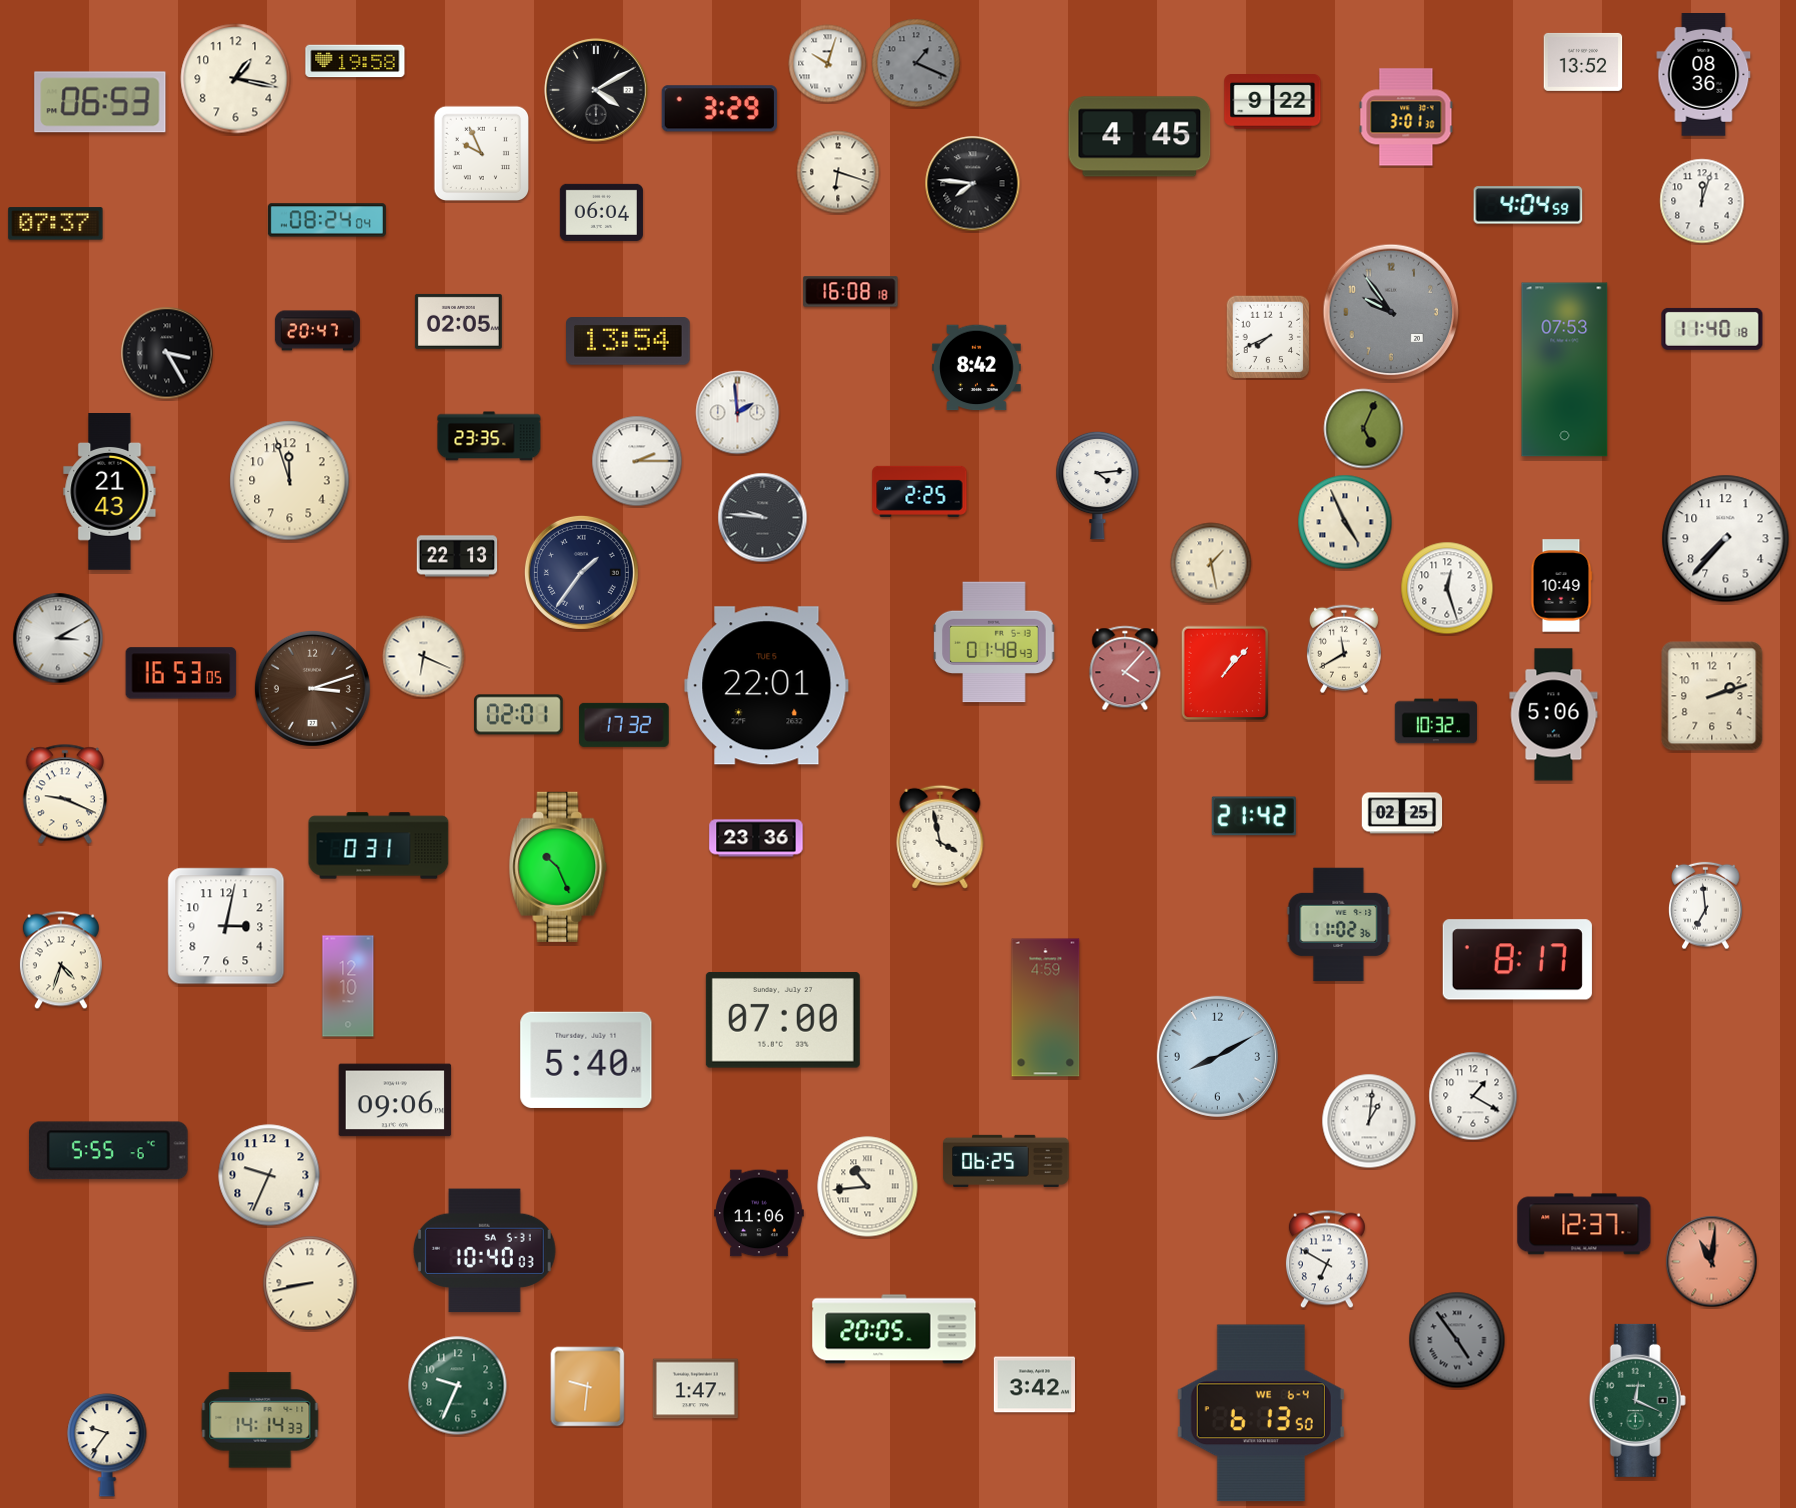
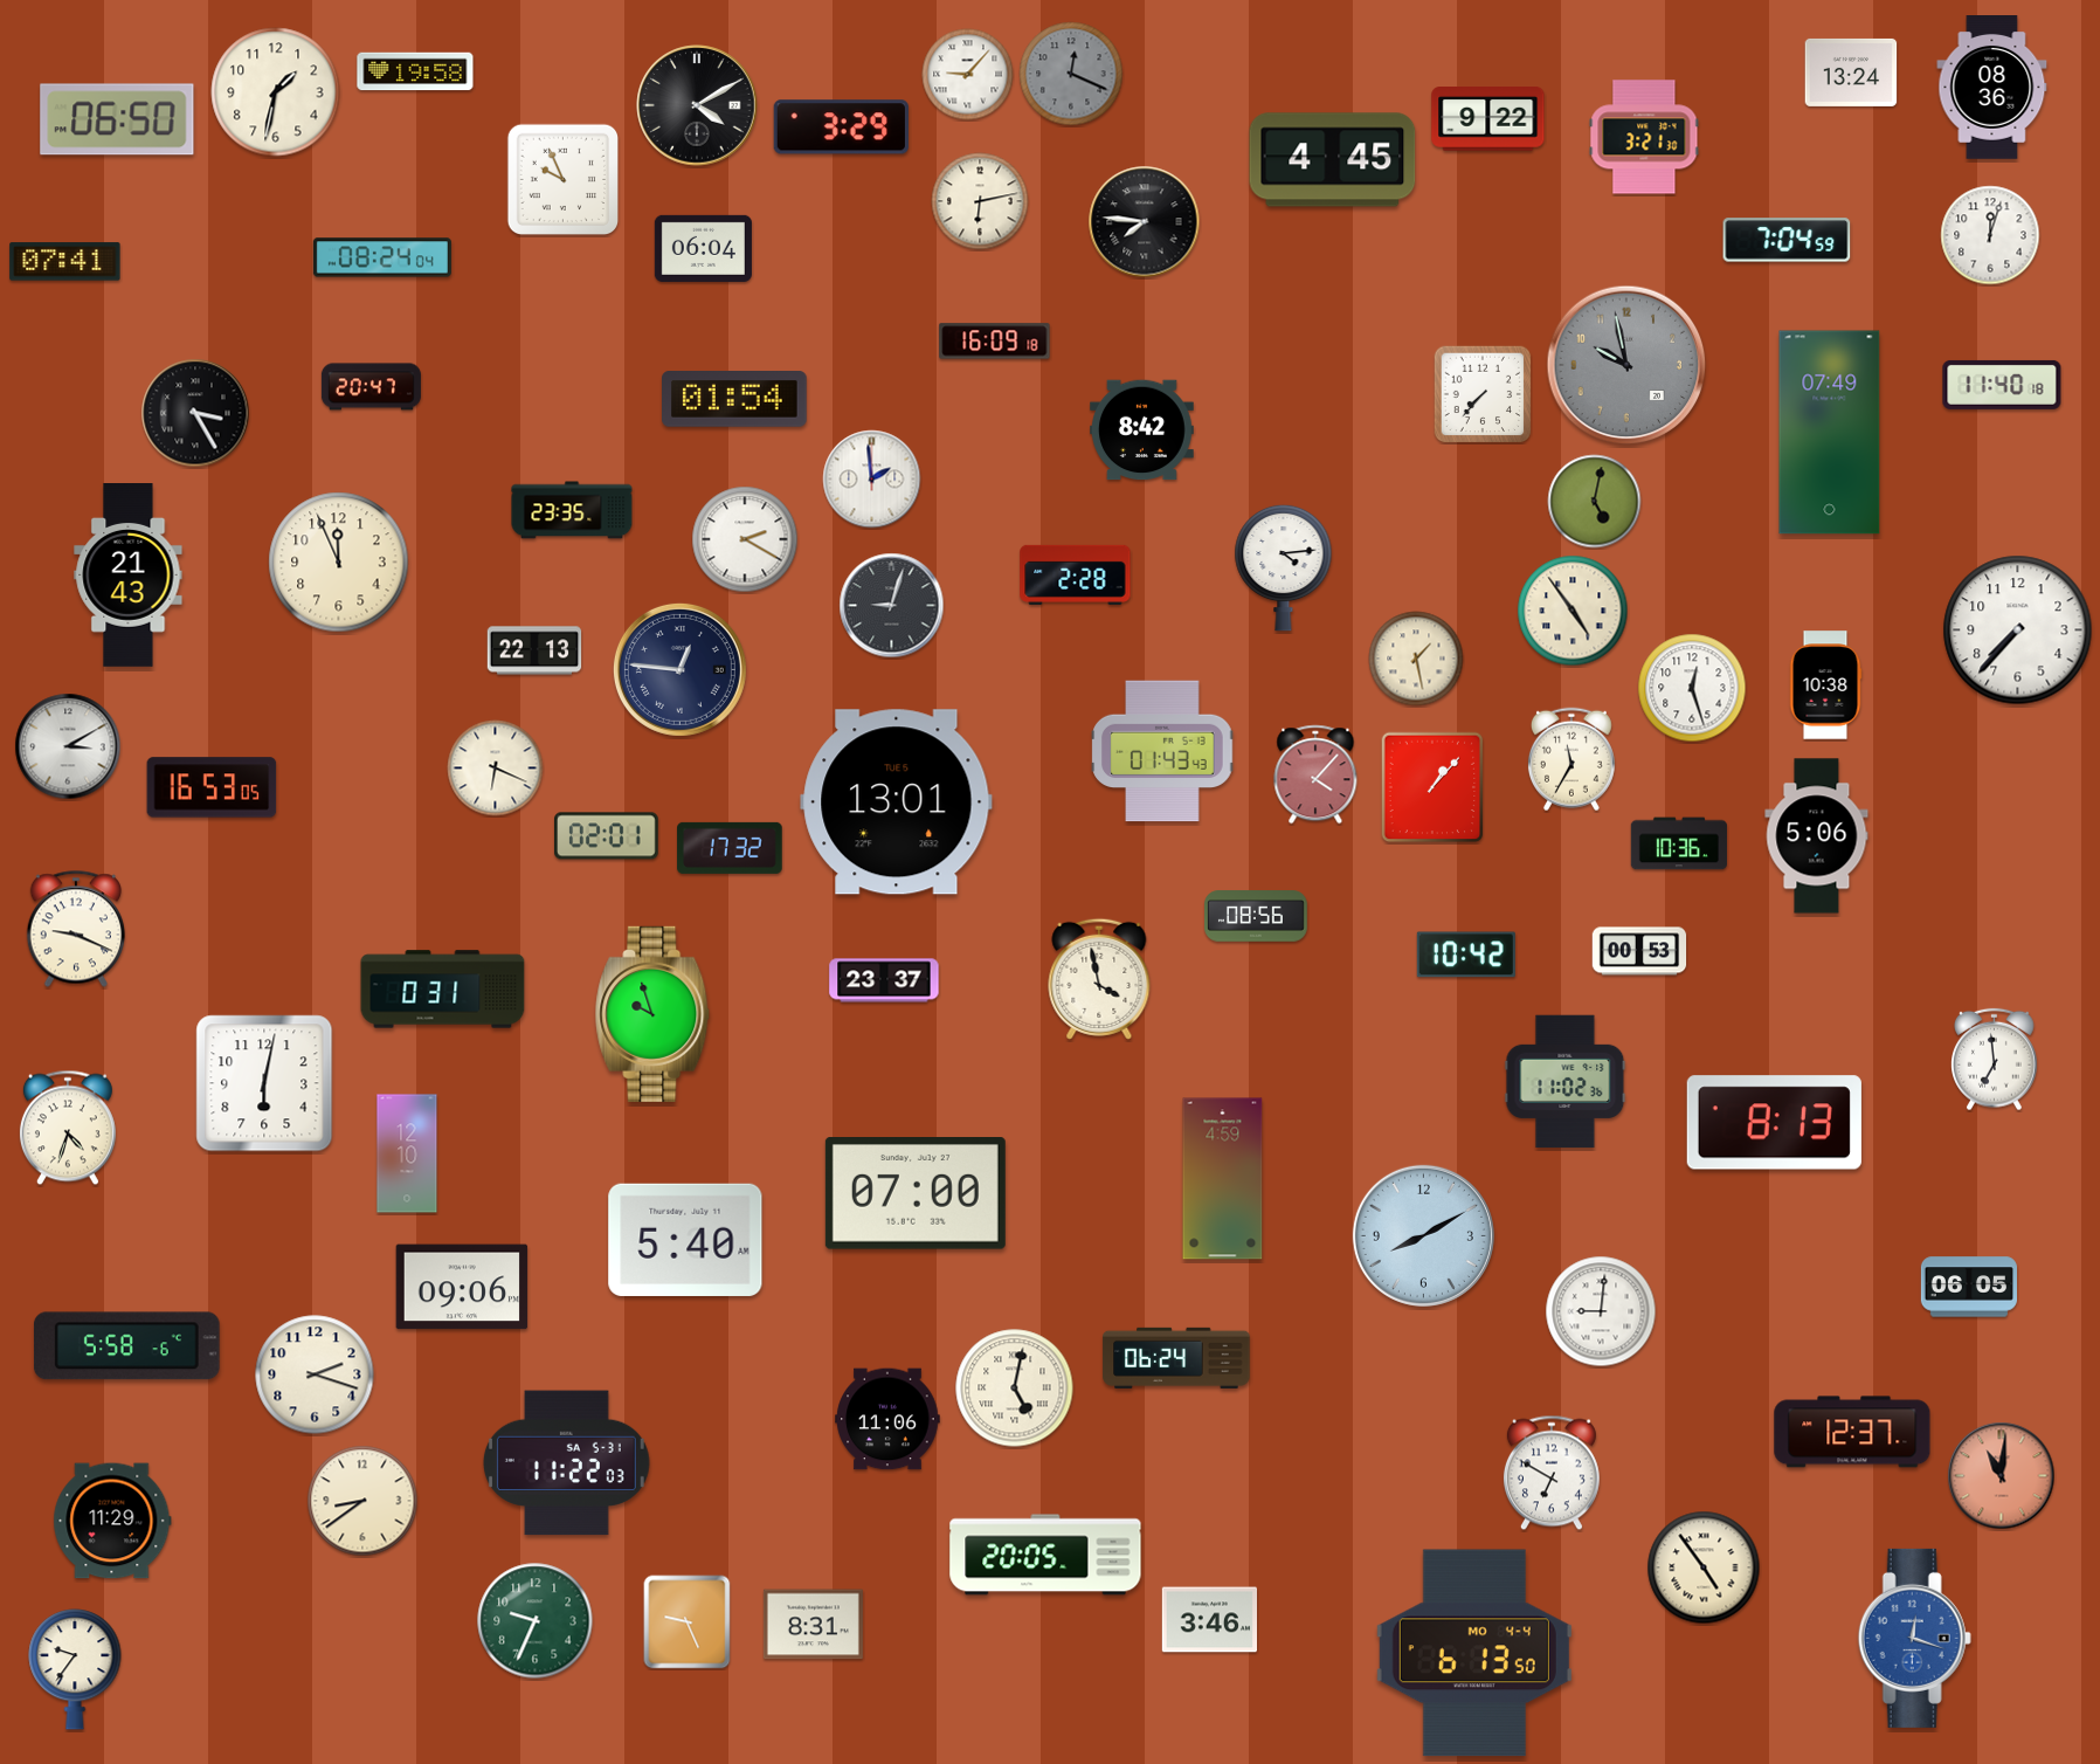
clock at (1583, 62): 13:52 -> 13:24
clock at (916, 63): 1:19 -> 12:19
clock at (828, 64): 10:03 -> 9:07
clock at (236, 79): 1:17 -> 1:32
clock at (100, 102): 06:53 -> 06:50
clock at (1406, 117): 3:01 -> 3:21
clock at (838, 172): 6:18 -> 6:13
clock at (973, 184) position: (973, 184) -> (1145, 222)
clock at (1528, 205): 4:04 -> 7:04
clock at (56, 224): 07:37 -> 07:41
clock at (851, 292): 16:08 -> 16:09
clock at (1391, 312): 9:54 -> 9:58
clock at (458, 321): 02:05 -> none
clock at (1268, 337): 7:41 -> 7:37
clock at (629, 342): 13:54 -> 01:54
clock at (1565, 370): 07:53 -> 07:49
clock at (738, 413) position: (738, 413) -> (872, 480)
clock at (1364, 429): 5:04 -> 5:02
clock at (637, 461): 2:15 -> 2:20
clock at (290, 481): 11:57 -> 11:56
clock at (920, 491): 2:25 -> 2:28
clock at (763, 518): 9:46 -> 9:03
clock at (1345, 522): 4:56 -> 4:54
clock at (581, 572): 1:36 -> 12:46
clock at (1561, 586): 10:49 -> 10:38
clock at (994, 642): 01:48 -> 01:43
clock at (1344, 649): 11:40 -> 11:35
clock at (1125, 668) position: (1125, 668) -> (1315, 774)
clock at (767, 686): 22:01 -> 13:01
clock at (312, 688): 3:12 -> none
clock at (1712, 696): 2:12 -> none
clock at (1436, 721): 10:32 -> 10:36
clock at (1257, 916): none -> 08:56
clock at (1402, 813): 02:25 -> 00:53
clock at (1254, 816): 21:42 -> 10:42
clock at (756, 838): 23:36 -> 23:37
clock at (558, 867): 10:26 -> 9:57
clock at (226, 926): 3:02 -> 6:02
clock at (61, 960) position: (61, 960) -> (68, 1128)
clock at (1517, 960): 8:17 -> 8:13
clock at (1473, 1096): 1:20 -> none
clock at (1968, 1287): none -> 06:05
clock at (1369, 1121): 1:01 -> 9:01
clock at (109, 1151): 5:55 -> 5:58
clock at (1006, 1161): 06:25 -> 06:24
clock at (269, 1175): 9:34 -> 2:18
clock at (868, 1187): 10:44 -> 5:02
clock at (484, 1251): 10:40 -> 11:22
clock at (310, 1283): 8:43 -> 8:39
clock at (112, 1521): none -> 11:29
clock at (1457, 1340) dial: grey -> cream
clock at (1034, 1385): 3:42 -> 3:46
clock at (588, 1387): 9:31 -> 9:26
clock at (695, 1389): 1:47 -> 8:31
clock at (1637, 1400): 12:19 -> 12:18
clock at (1637, 1400) dial: green -> blue
clock at (1261, 1413) date: WE 6-4 -> MO 4-4
clock at (260, 1420): 14:14 -> none
clock at (107, 1445) position: (107, 1445) -> (75, 1669)
